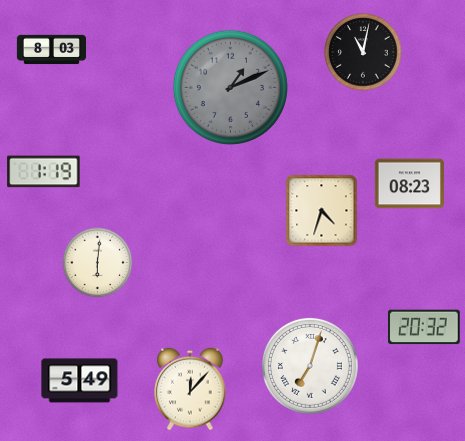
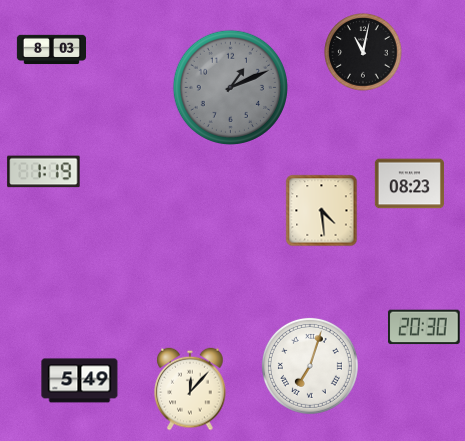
clock at (322, 211): 4:33 -> 4:29
clock at (98, 263): 6:01 -> none
clock at (425, 327): 20:32 -> 20:30
